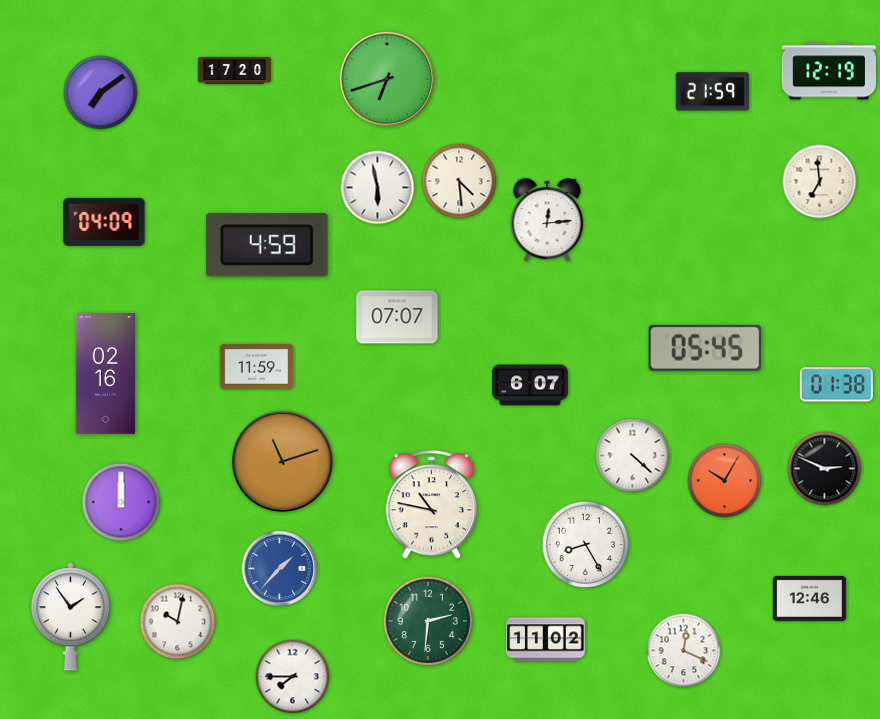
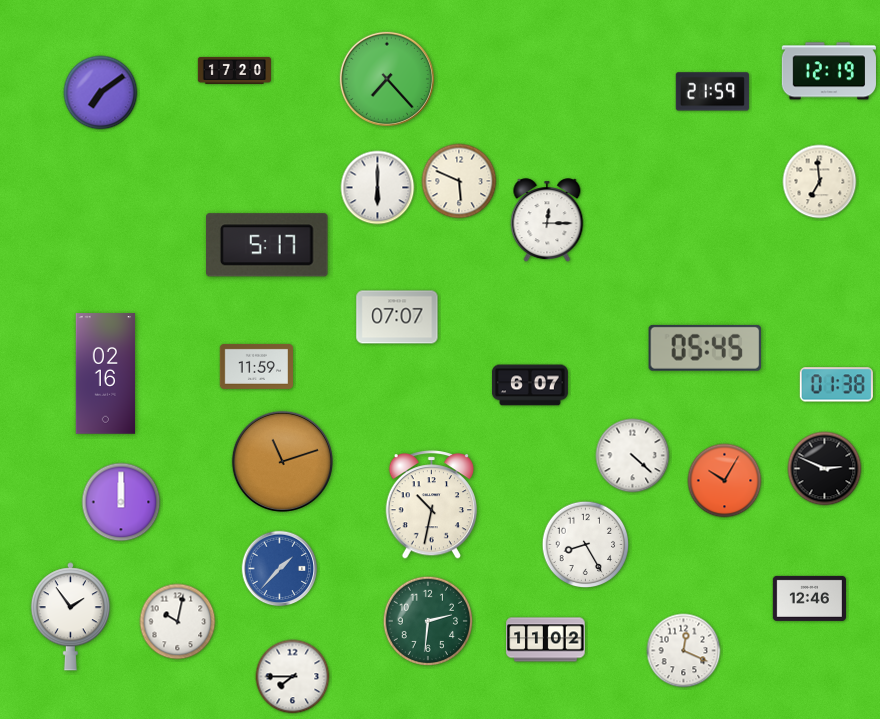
clock at (387, 79): 6:42 -> 7:23
clock at (459, 181): 4:29 -> 5:49
clock at (378, 188): 5:58 -> 6:00
clock at (547, 221): 12:14 -> 12:15
clock at (104, 222): 04:09 -> none
clock at (268, 245): 4:59 -> 5:17
clock at (431, 505): 10:47 -> 10:32
